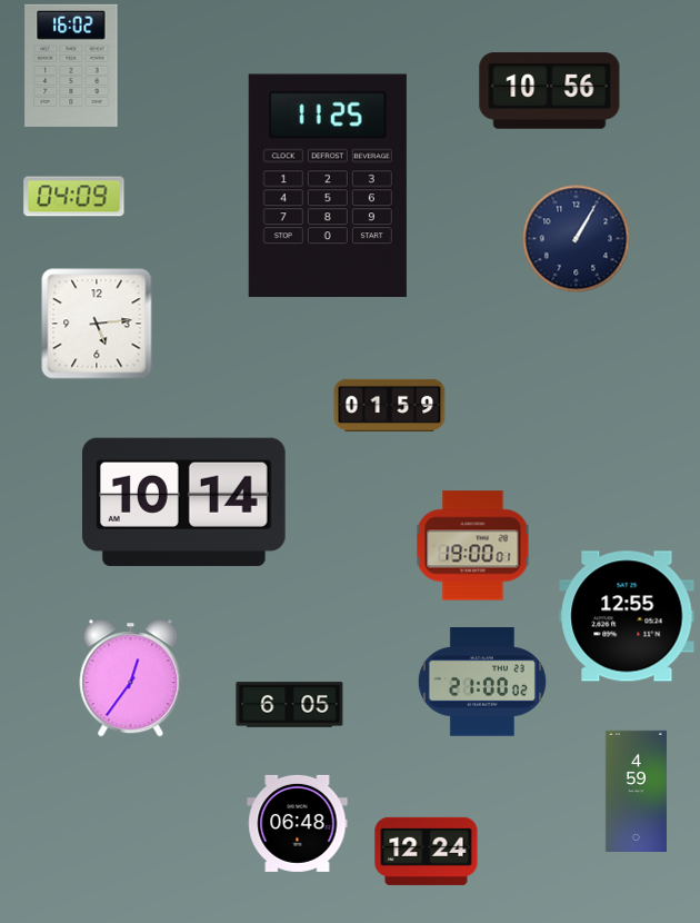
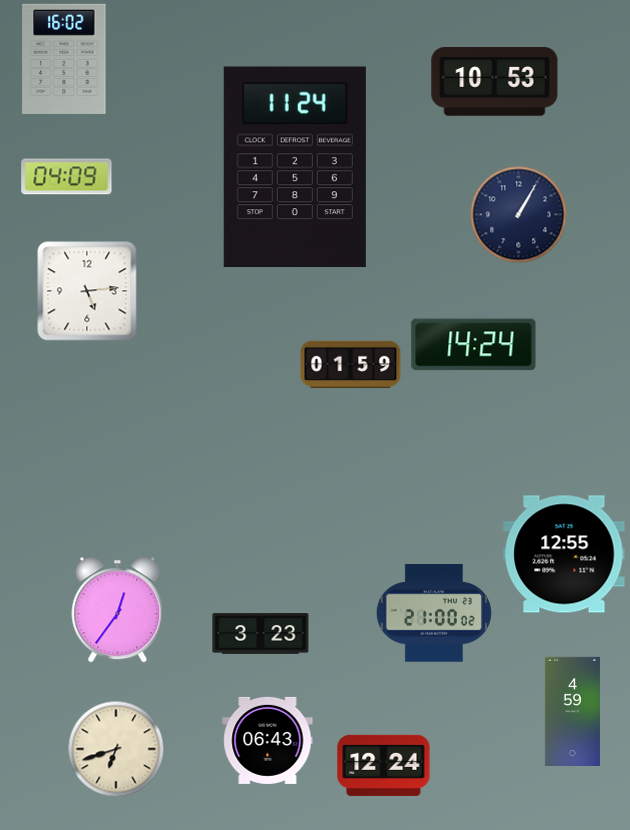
clock at (550, 91): 10:56 -> 10:53
clock at (328, 186): 11:25 -> 11:24
clock at (474, 345): none -> 14:24
clock at (184, 502): 10:14 -> none
clock at (473, 546): 19:00 -> none
clock at (290, 705): 6:05 -> 3:23
clock at (298, 823): 06:48 -> 06:43
clock at (116, 749): none -> 6:42
